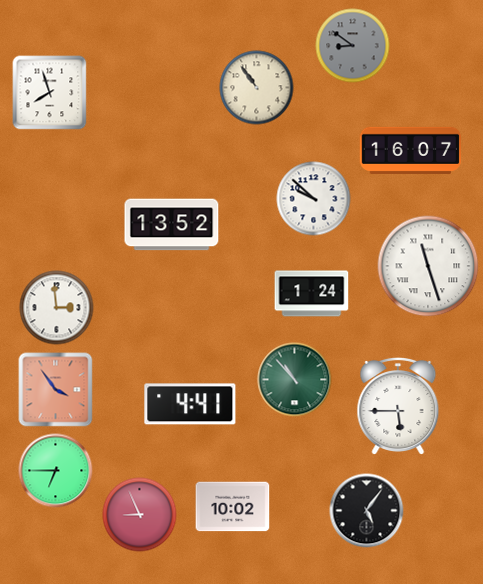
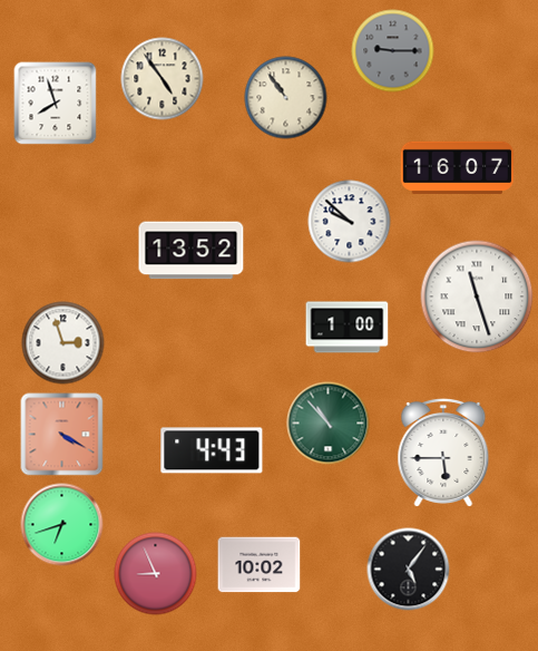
clock at (353, 46): 8:51 -> 9:15
clock at (163, 79): none -> 4:54
clock at (312, 294): 1:24 -> 1:00
clock at (57, 308): 2:59 -> 2:57
clock at (56, 390): 3:54 -> 4:20
clock at (190, 404): 4:41 -> 4:43
clock at (56, 471): 6:45 -> 6:42
